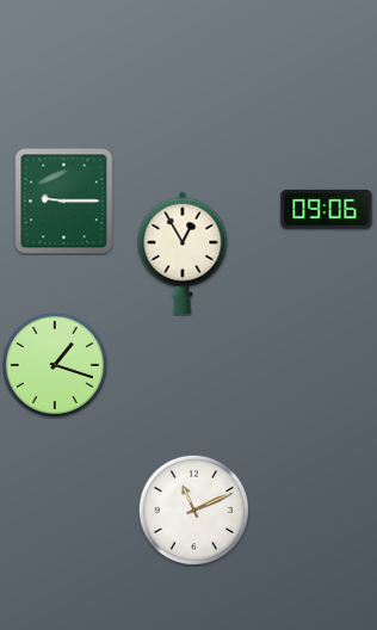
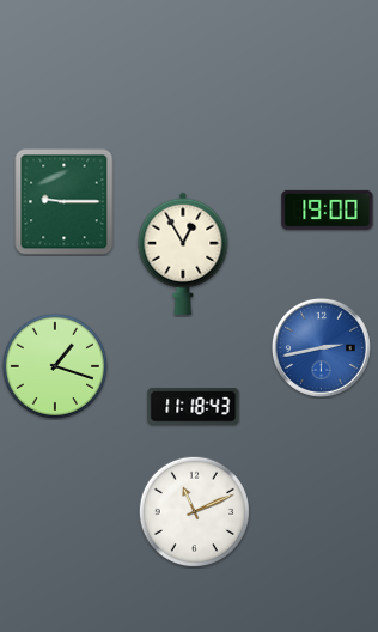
clock at (327, 209): 09:06 -> 19:00
clock at (321, 347): none -> 2:43
clock at (194, 407): none -> 11:18
